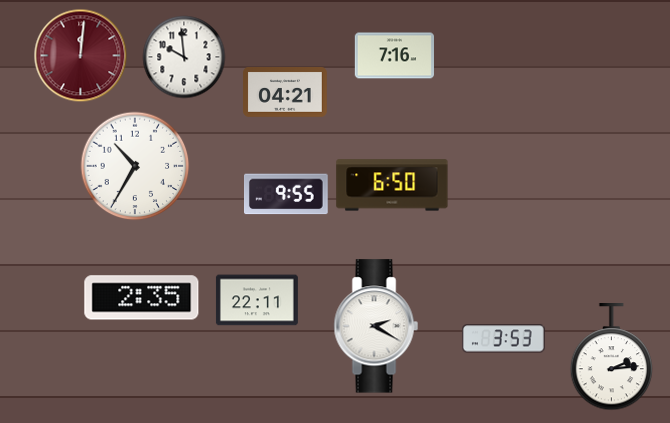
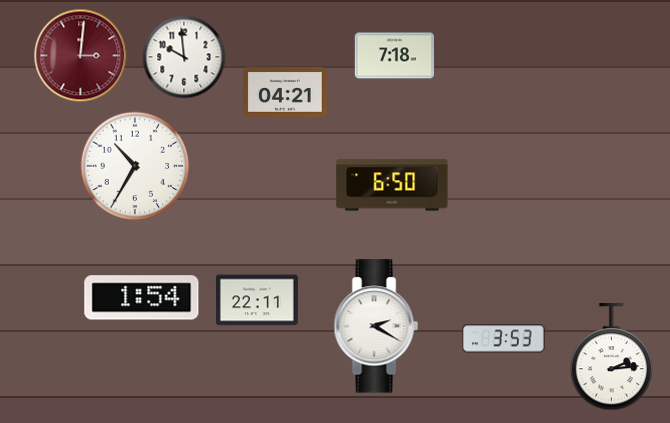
clock at (81, 56): 12:01 -> 3:01
clock at (394, 56): 7:16 -> 7:18
clock at (287, 194): 9:55 -> none
clock at (142, 298): 2:35 -> 1:54
